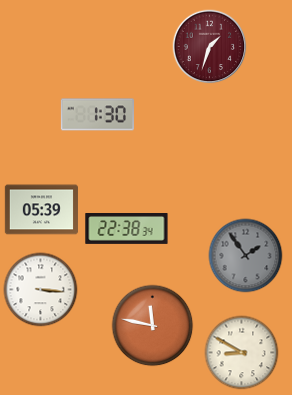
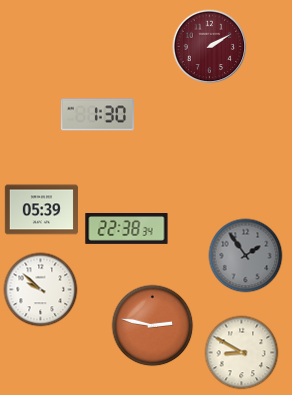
clock at (210, 47): 1:33 -> 2:10
clock at (41, 290): 3:16 -> 9:52
clock at (153, 326): 11:47 -> 2:47
